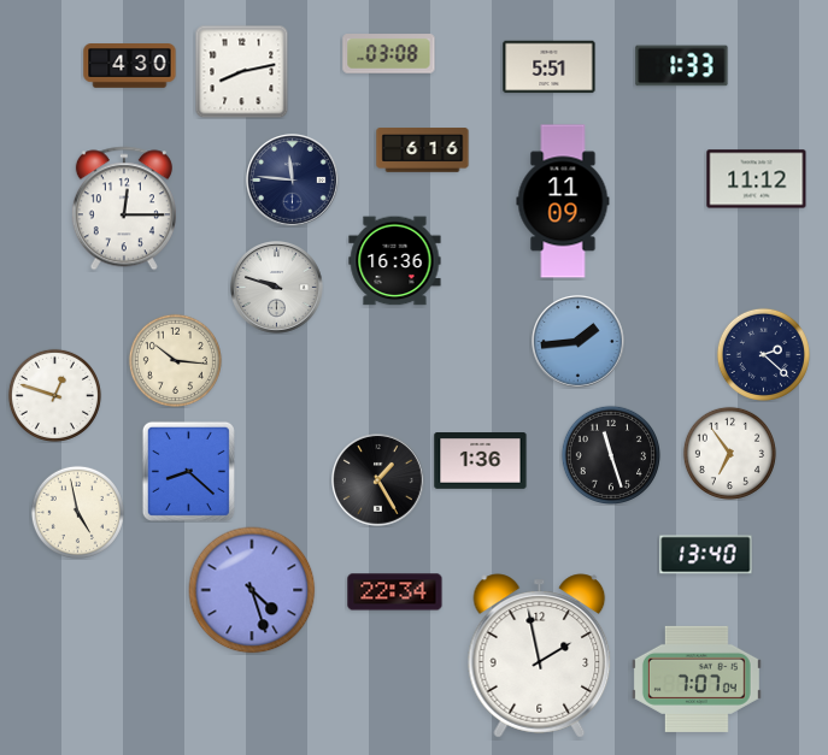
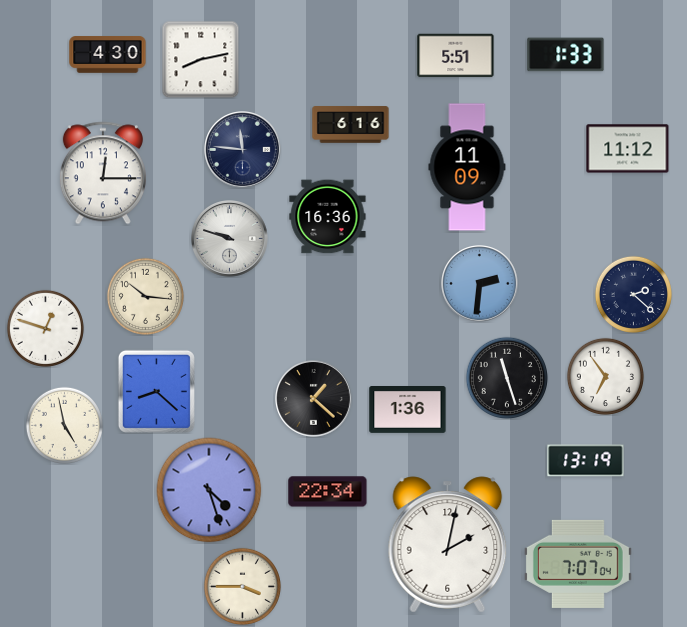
clock at (389, 54): 03:08 -> none
clock at (579, 342): 1:44 -> 2:31
clock at (175, 360) position: (175, 360) -> (145, 296)
clock at (481, 461) position: (481, 461) -> (408, 410)
clock at (378, 480): 1:25 -> 1:22
clock at (706, 555): 13:40 -> 13:19
clock at (540, 656): 1:58 -> 2:02
clock at (242, 586): none -> 3:45
